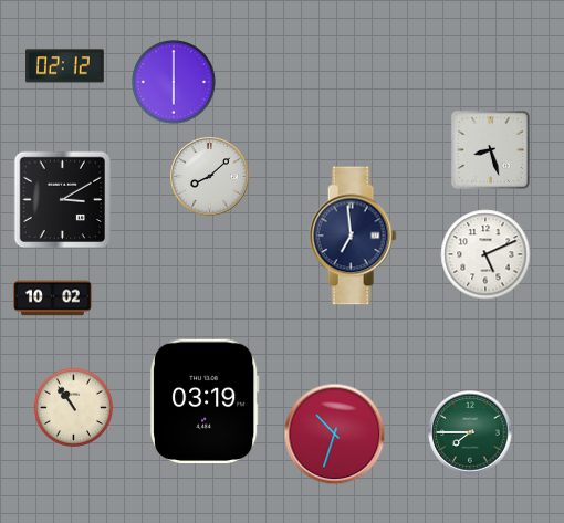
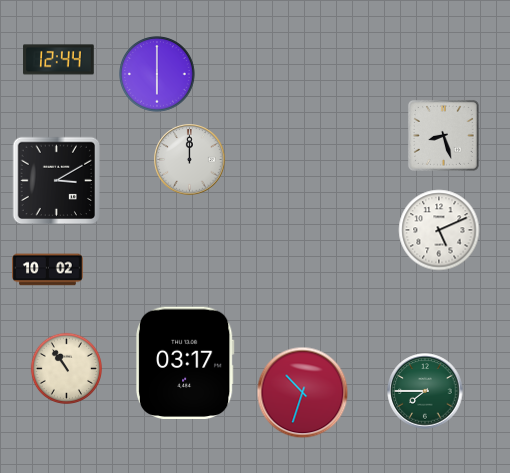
clock at (65, 66): 02:12 -> 12:44
clock at (210, 177): 8:08 -> 12:00
clock at (353, 236): 6:59 -> none
clock at (205, 400): 03:19 -> 03:17
